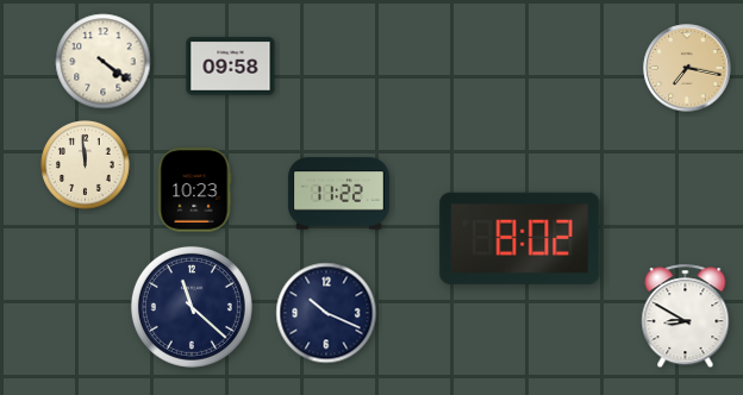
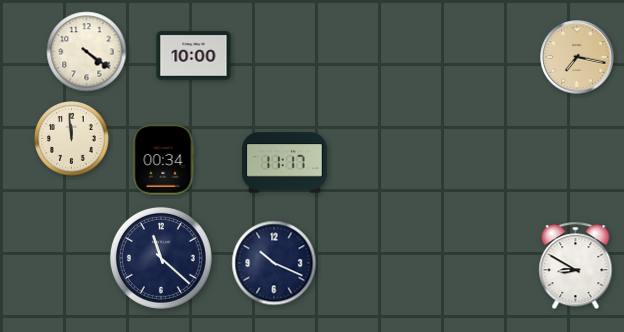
clock at (231, 67): 09:58 -> 10:00
clock at (194, 190): 10:23 -> 00:34
clock at (339, 194): 11:22 -> 11:17
clock at (520, 238): 8:02 -> none
